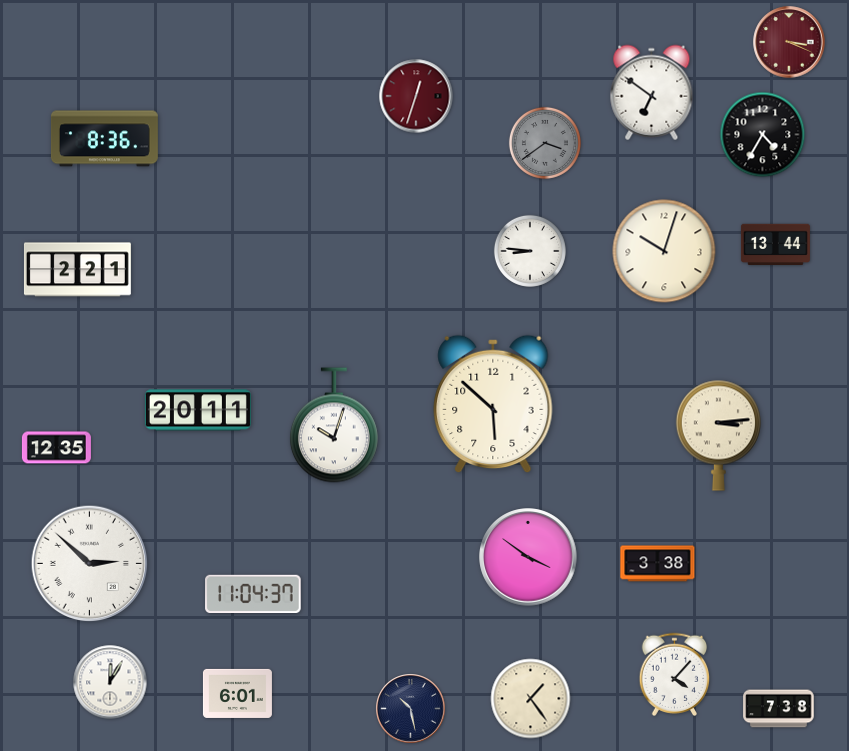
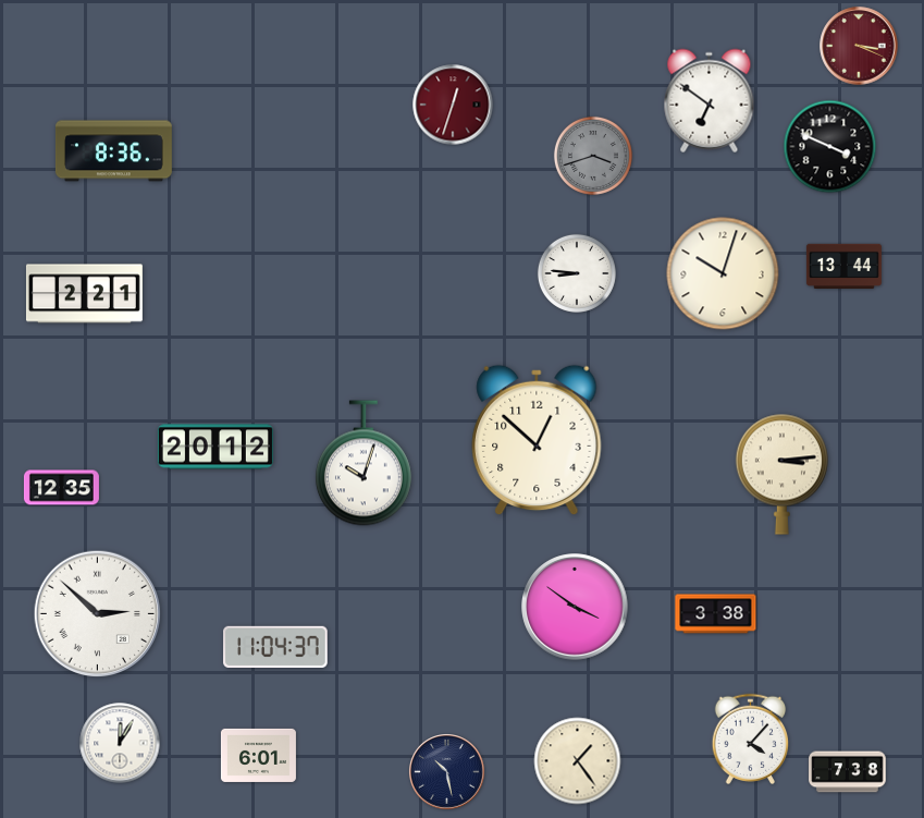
clock at (763, 135): 4:35 -> 3:49
clock at (545, 143): 3:39 -> 3:42
clock at (493, 404): 5:52 -> 12:52
clock at (198, 410): 20:11 -> 20:12
clock at (675, 674) position: (675, 674) -> (751, 738)
